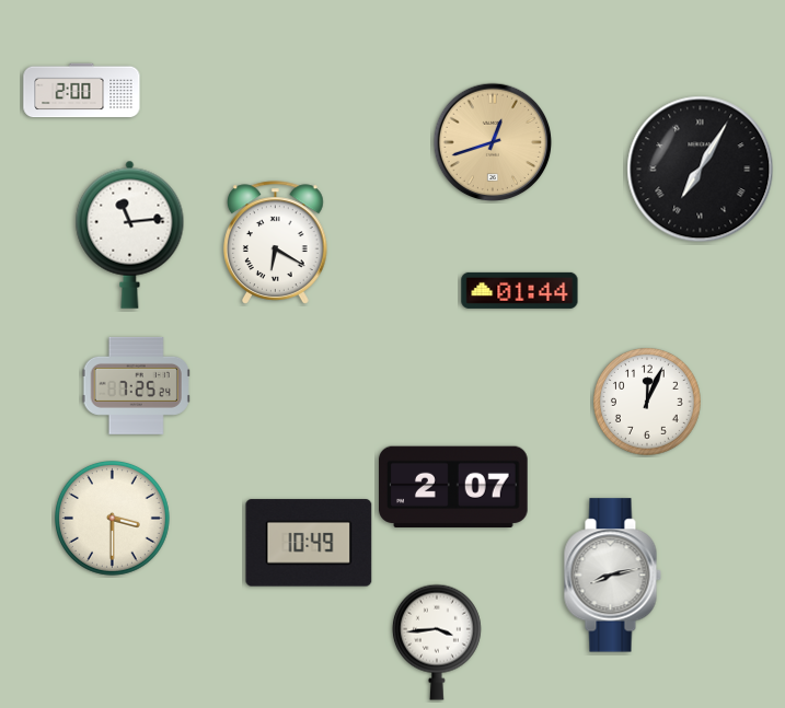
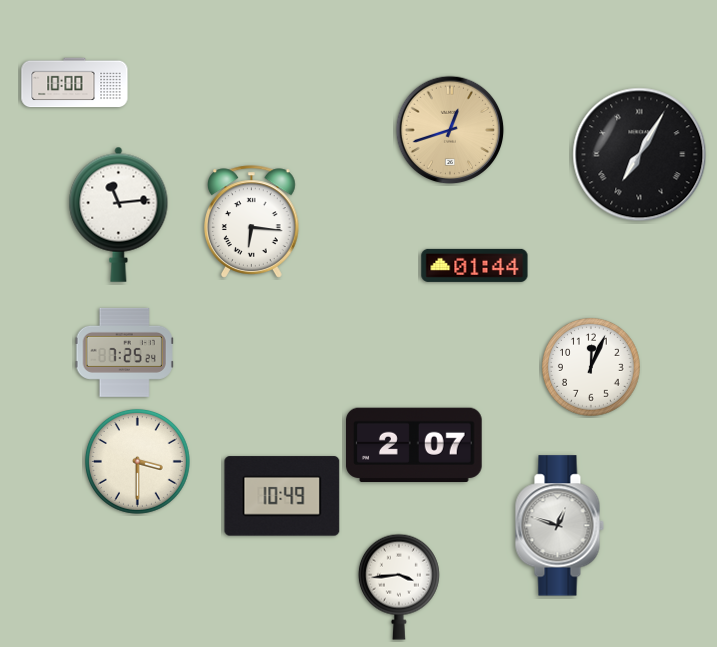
clock at (82, 91): 2:00 -> 10:00
clock at (276, 243): 6:20 -> 6:16
clock at (112, 518) position: (112, 518) -> (137, 461)
clock at (612, 576): 8:13 -> 12:48
